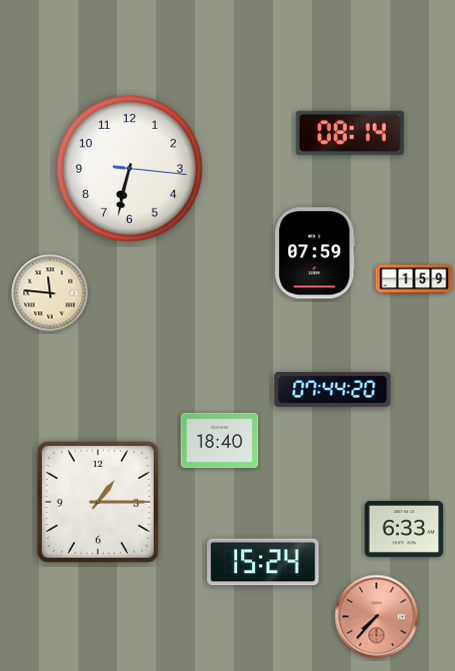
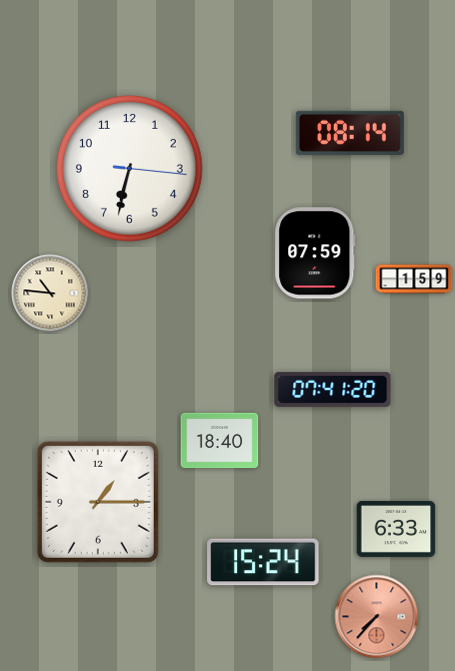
clock at (50, 293): 11:46 -> 10:46
clock at (333, 389): 07:44 -> 07:41
clock at (404, 529) position: (404, 529) -> (396, 529)
